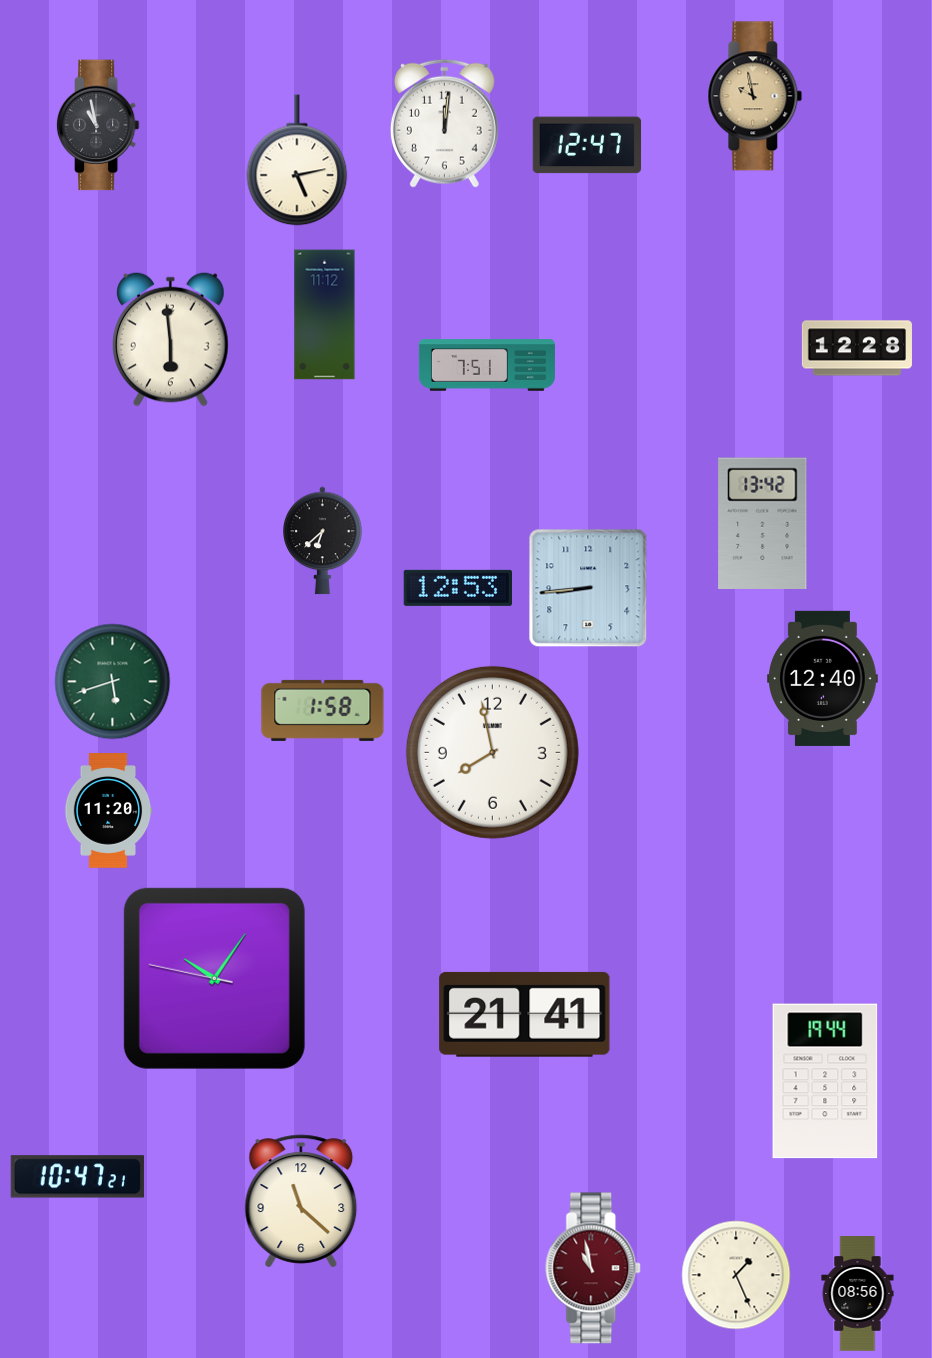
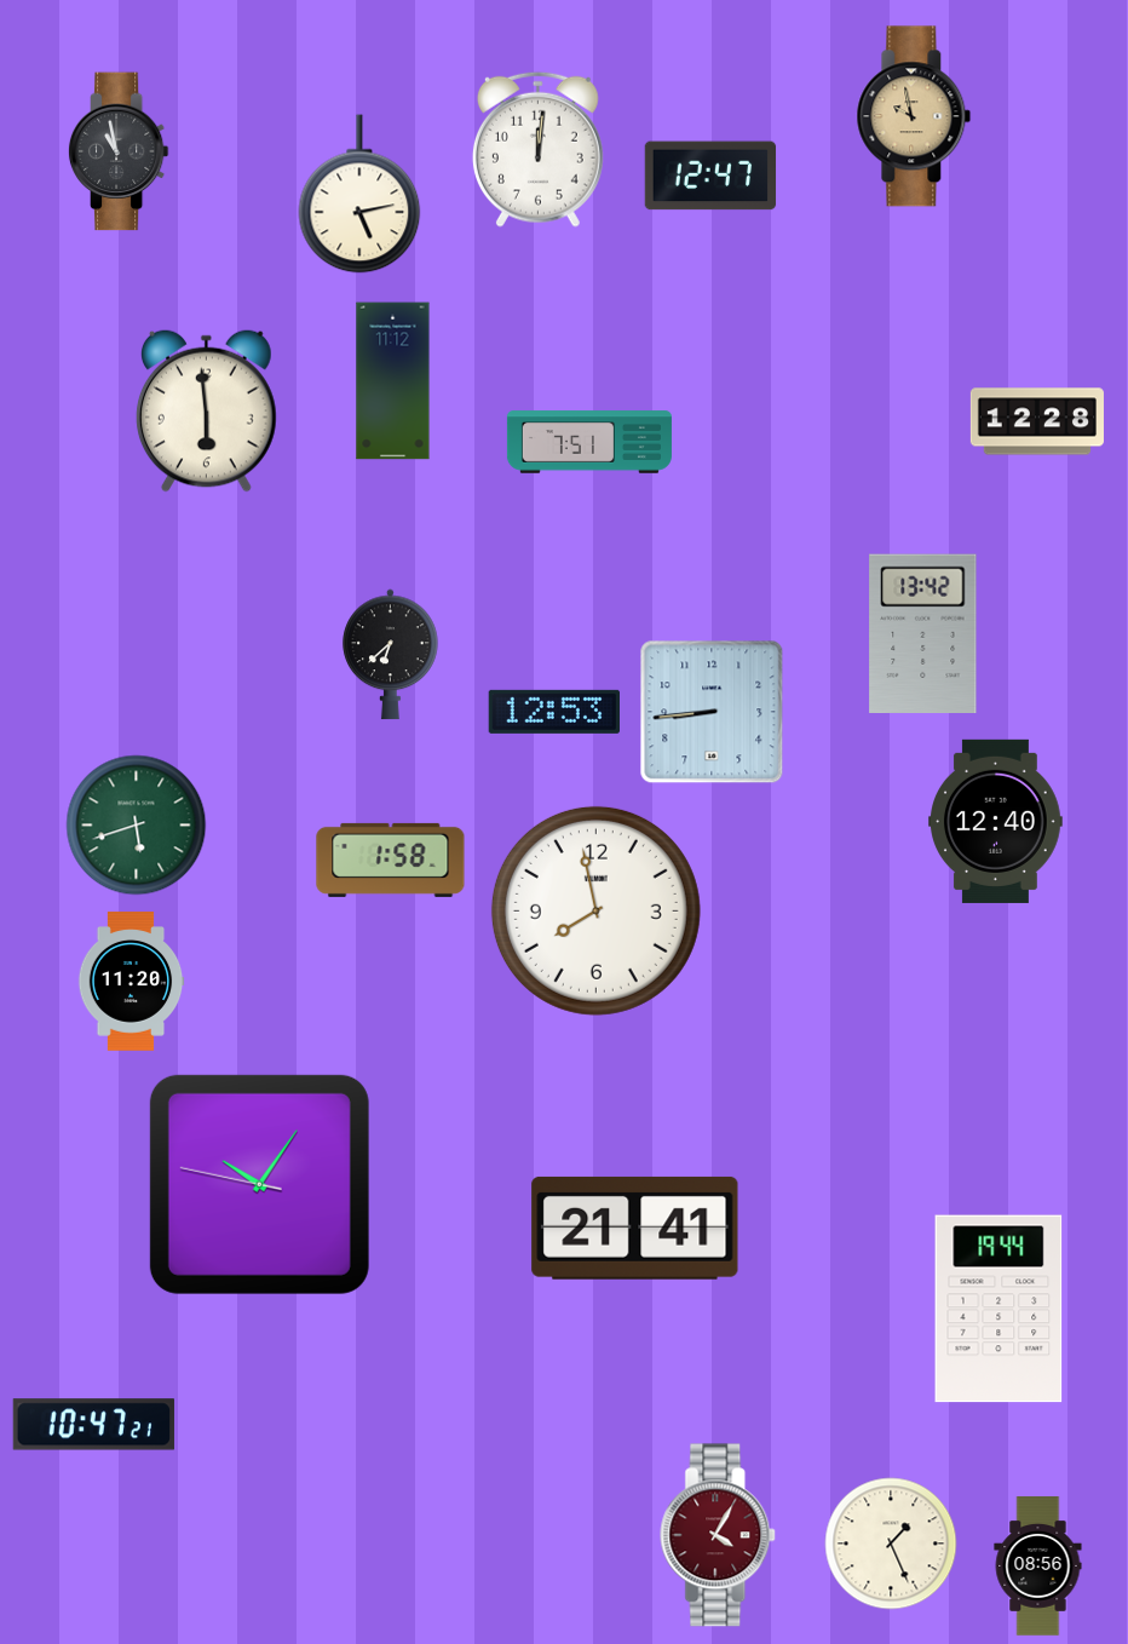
clock at (301, 1201): 11:22 -> none
clock at (594, 1268): 10:58 -> 4:05
